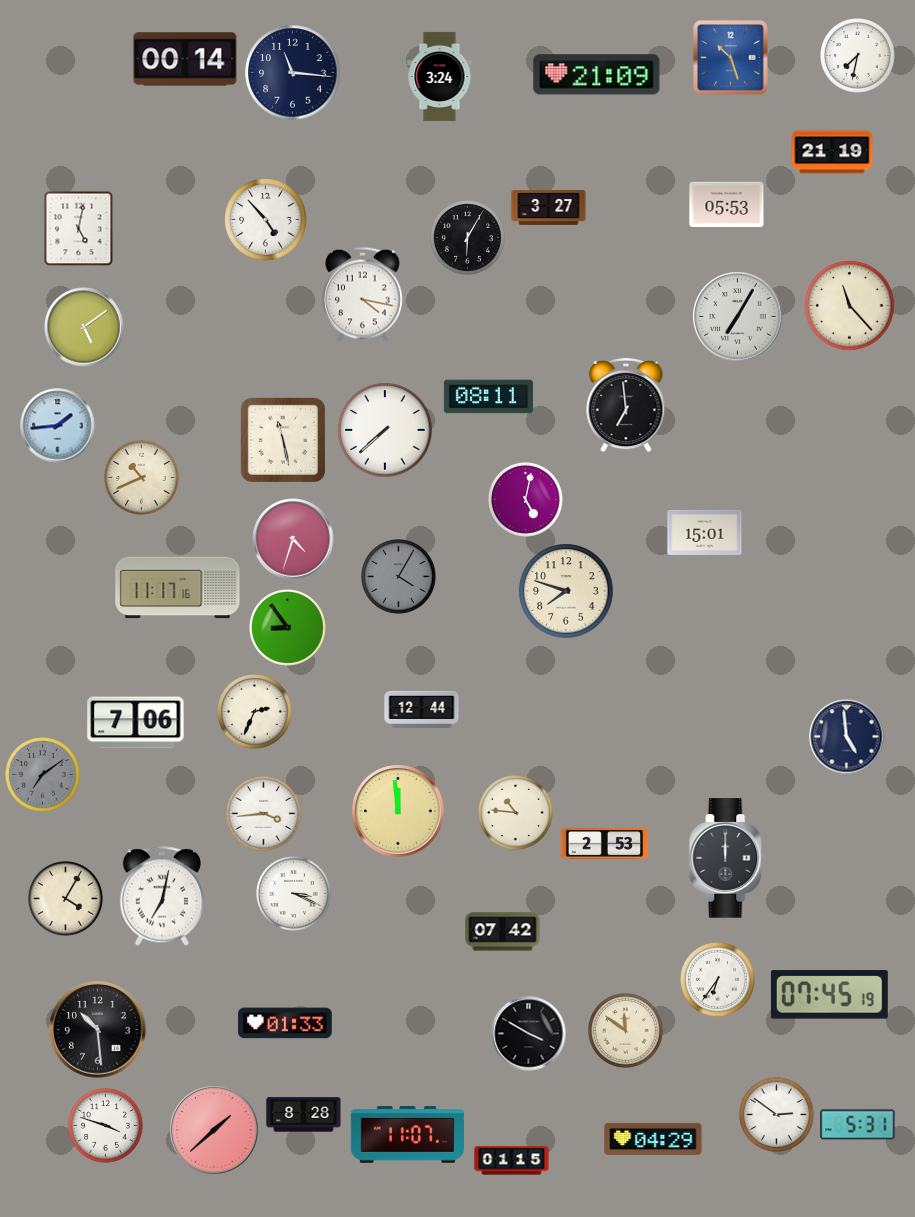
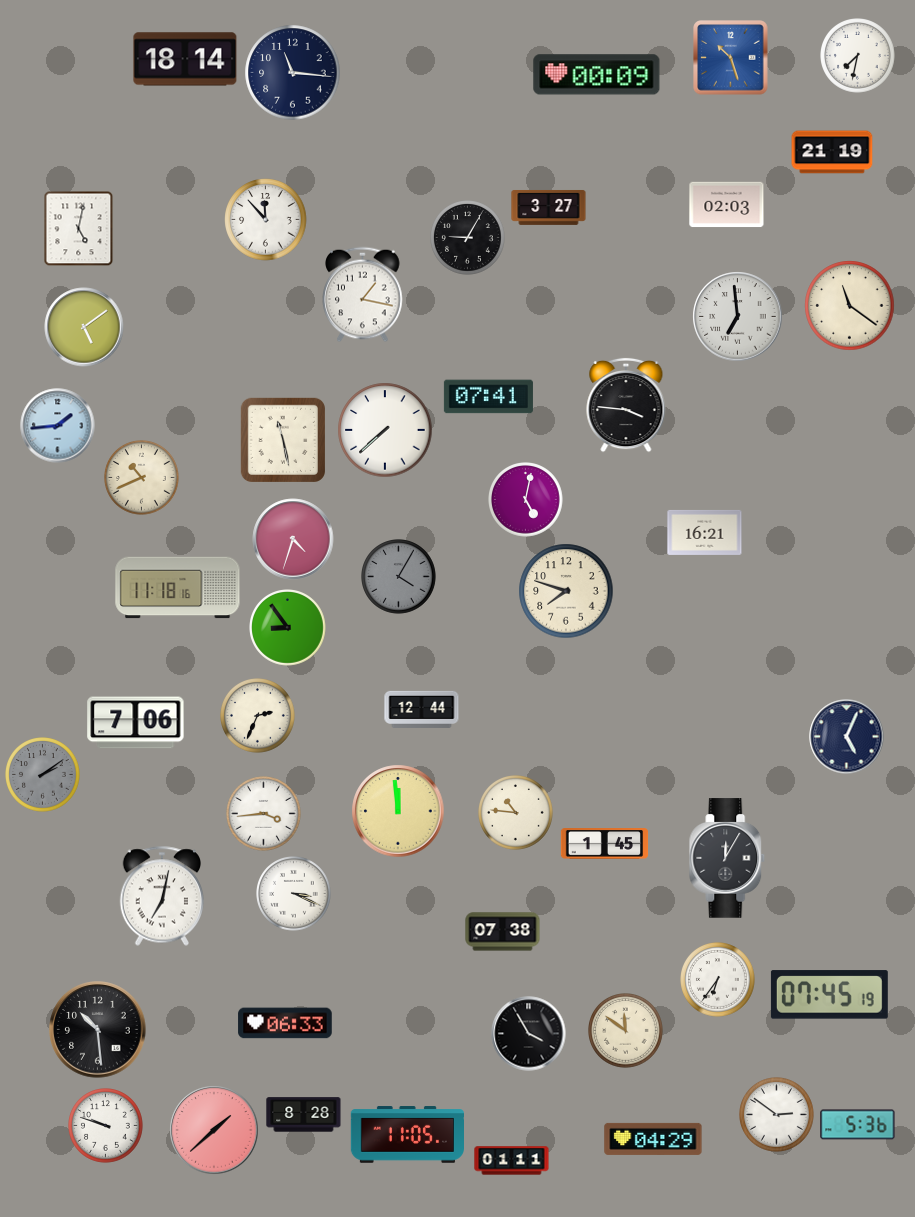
clock at (185, 59): 00:14 -> 18:14
clock at (597, 75): 21:09 -> 00:09
clock at (440, 76): 3:24 -> none
clock at (727, 205): 05:53 -> 02:03
clock at (266, 220): 4:53 -> 11:53
clock at (468, 238): 6:05 -> 9:05
clock at (363, 295): 4:17 -> 1:17
clock at (850, 306): 11:23 -> 11:21
clock at (738, 317): 7:05 -> 6:59
clock at (488, 397): 08:11 -> 07:41
clock at (626, 405): 6:59 -> 3:46
clock at (705, 532): 15:01 -> 16:21
clock at (178, 588): 11:17 -> 11:18
clock at (255, 712) position: (255, 712) -> (258, 716)
clock at (847, 737): 4:59 -> 5:04
clock at (43, 775): 7:09 -> 2:09
clock at (605, 844): 2:53 -> 1:45
clock at (727, 858): 12:00 -> 12:05
clock at (66, 899): 4:05 -> none
clock at (503, 932): 07:42 -> 07:38
clock at (285, 1023): 01:33 -> 06:33
clock at (529, 1034): 3:50 -> 3:55
clock at (858, 1125): 5:31 -> 5:36
clock at (106, 1126): 3:48 -> 9:48
clock at (407, 1135): 11:07 -> 11:05
clock at (512, 1161): 01:15 -> 01:11
